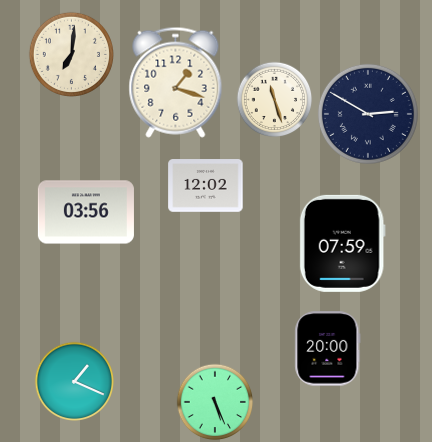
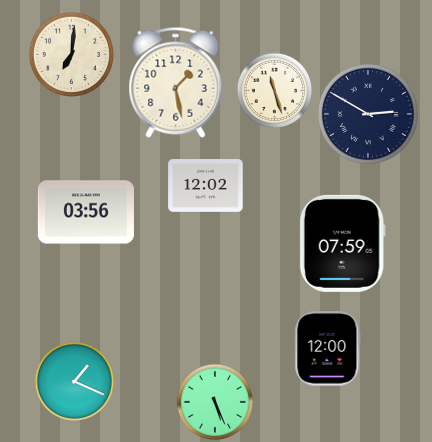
clock at (176, 82): 1:18 -> 1:28
clock at (275, 100) position: (275, 100) -> (275, 91)
clock at (328, 349): 20:00 -> 12:00
